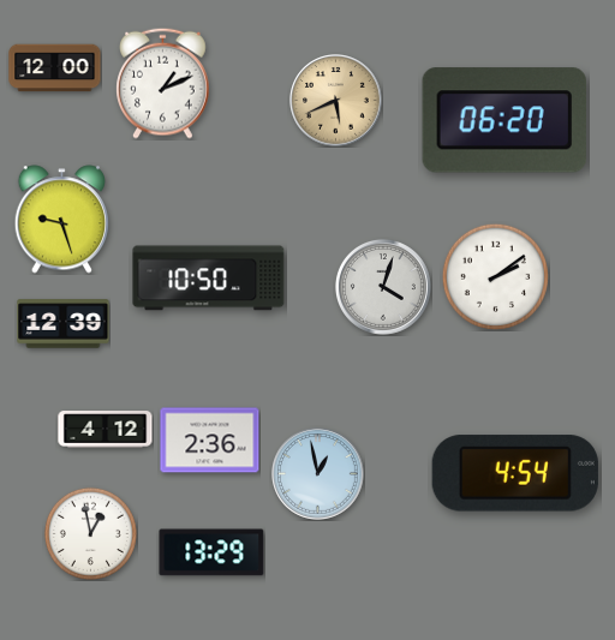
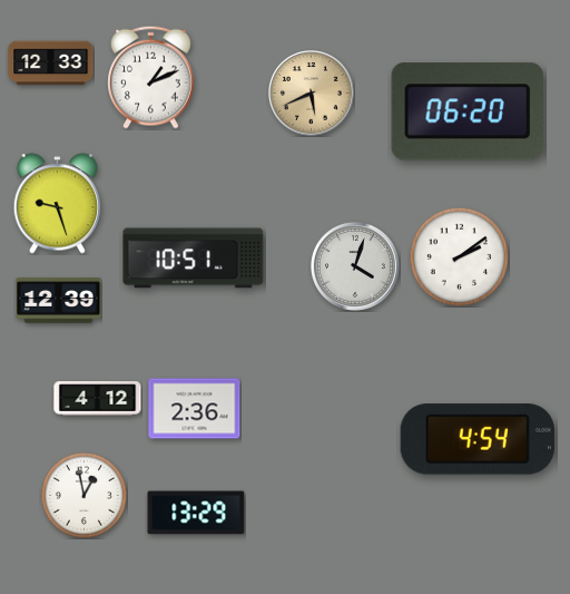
clock at (55, 68): 12:00 -> 12:33
clock at (209, 279): 10:50 -> 10:51
clock at (318, 474): 12:58 -> none
